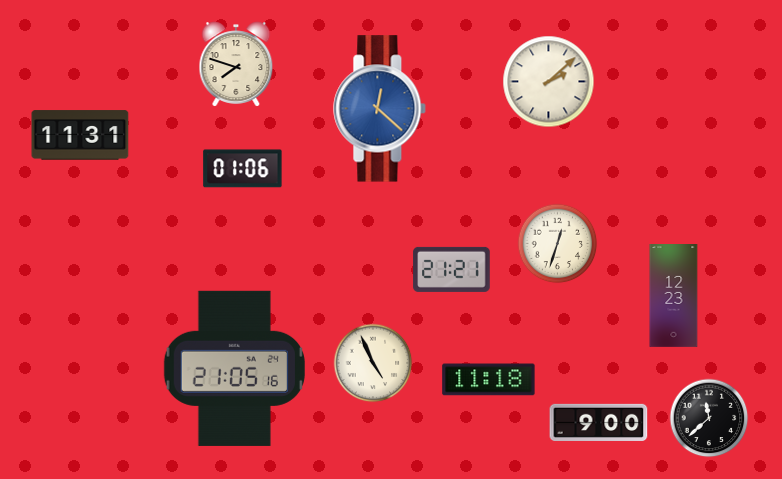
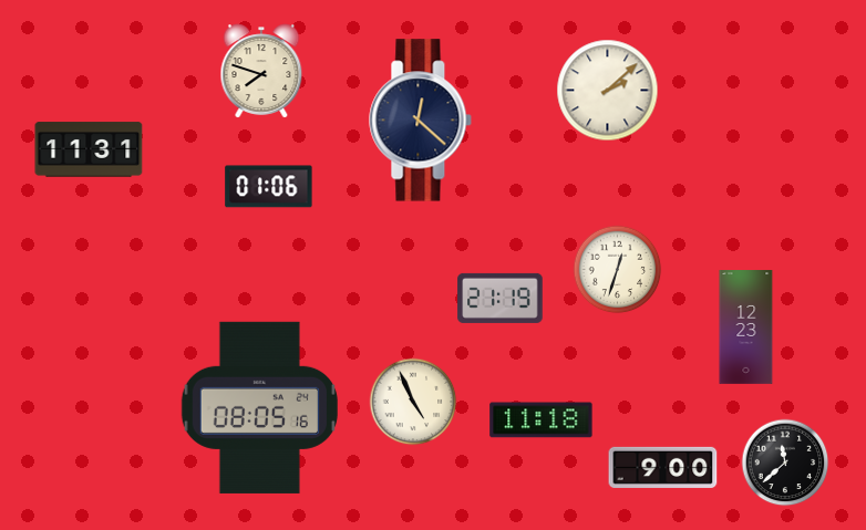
clock at (380, 109) dial: blue -> navy
clock at (452, 269): 21:21 -> 21:19
clock at (234, 368): 21:05 -> 08:05
